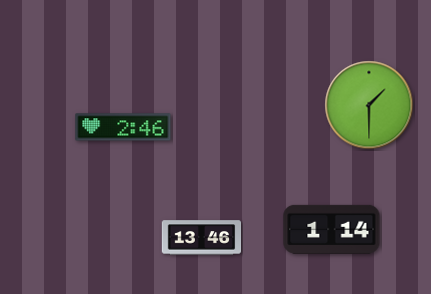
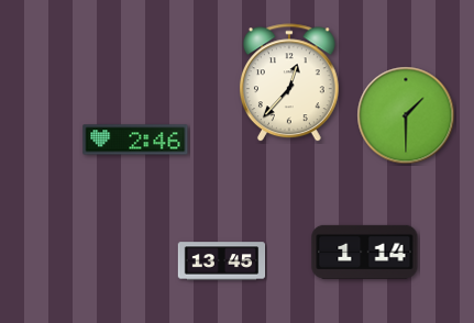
clock at (289, 83): none -> 12:37
clock at (202, 238): 13:46 -> 13:45
